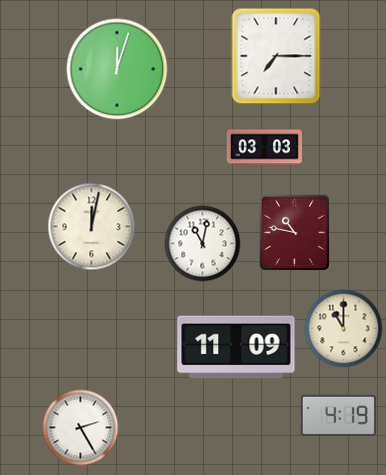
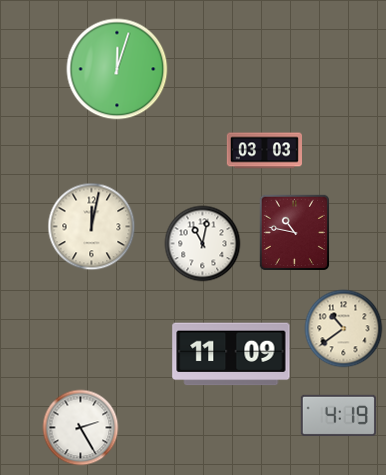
clock at (276, 56): 7:15 -> none
clock at (264, 148) position: (264, 148) -> (264, 151)
clock at (344, 329): 11:00 -> 10:39
clock at (236, 347) position: (236, 347) -> (231, 354)
